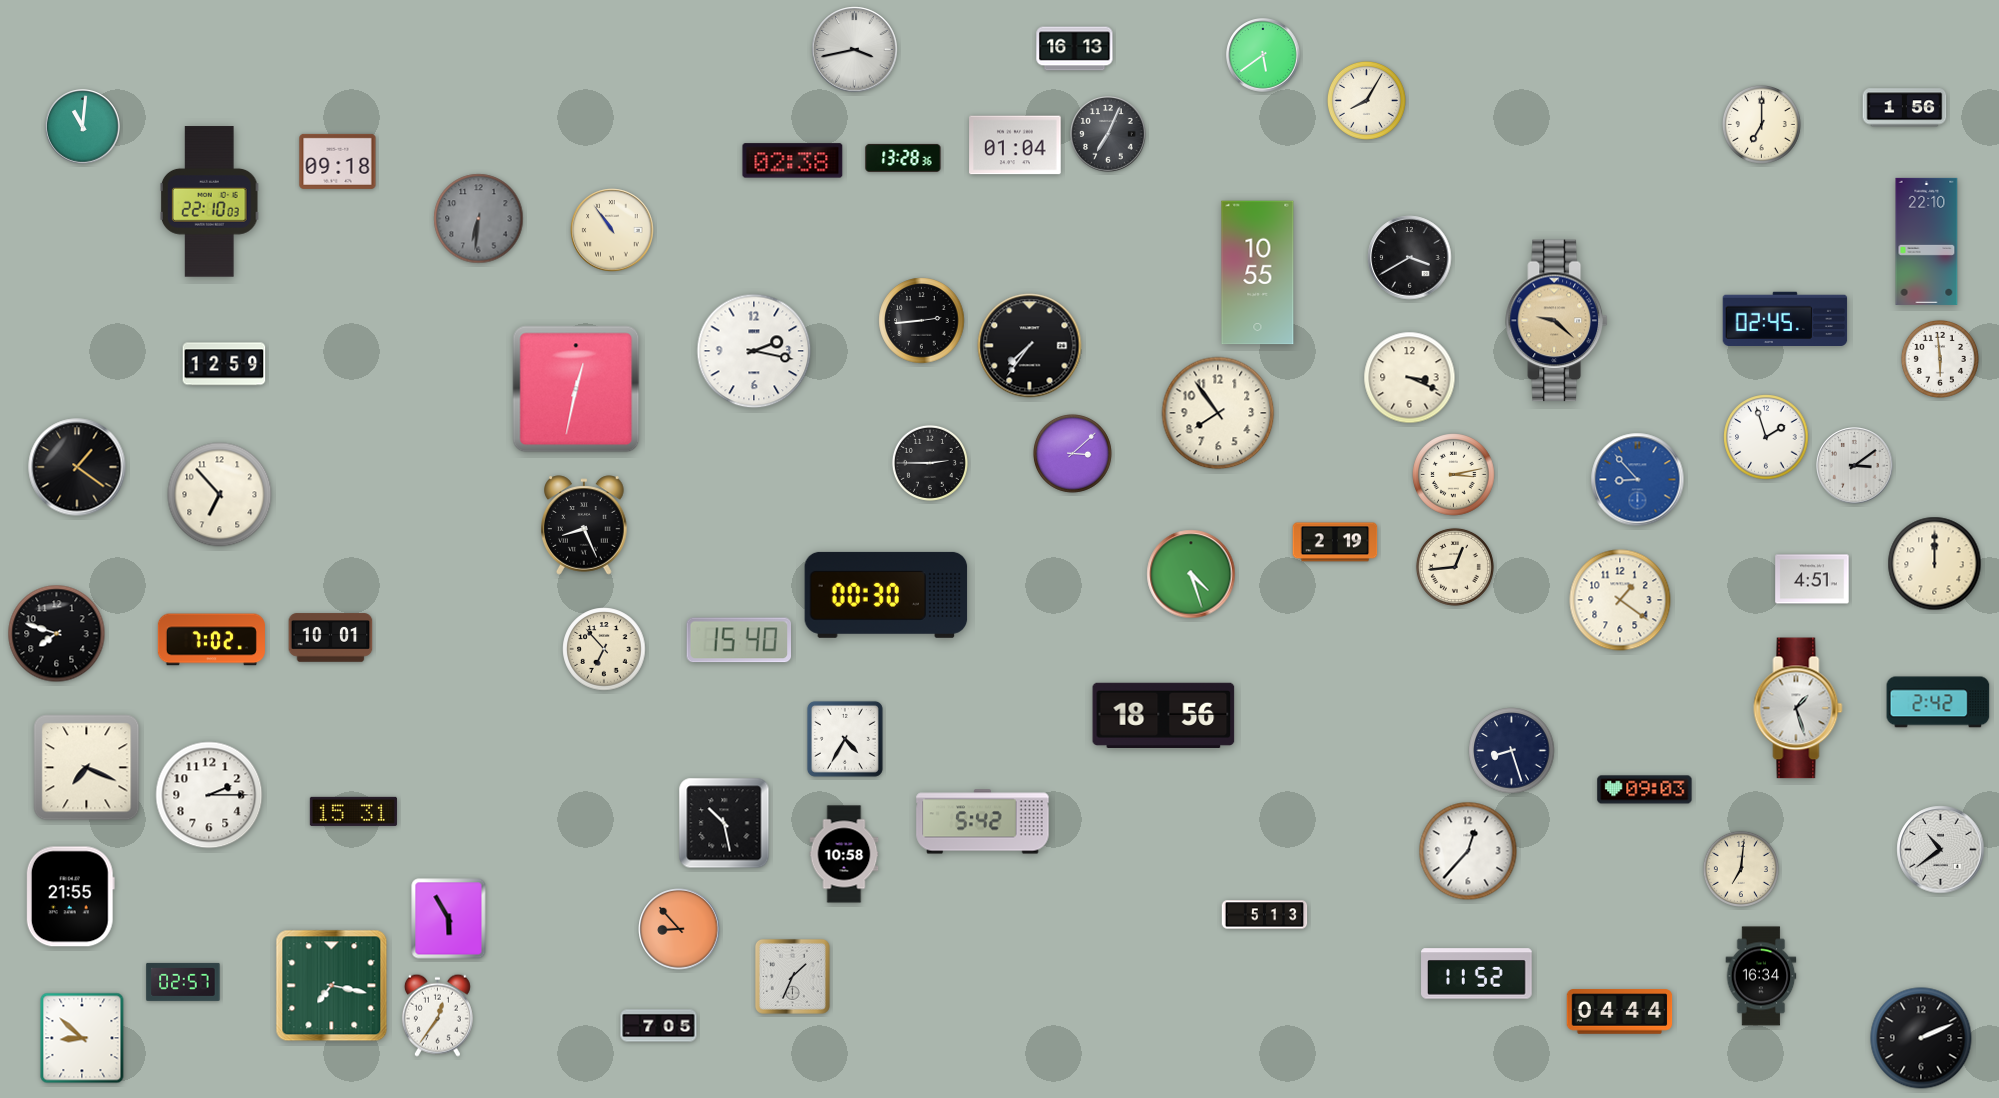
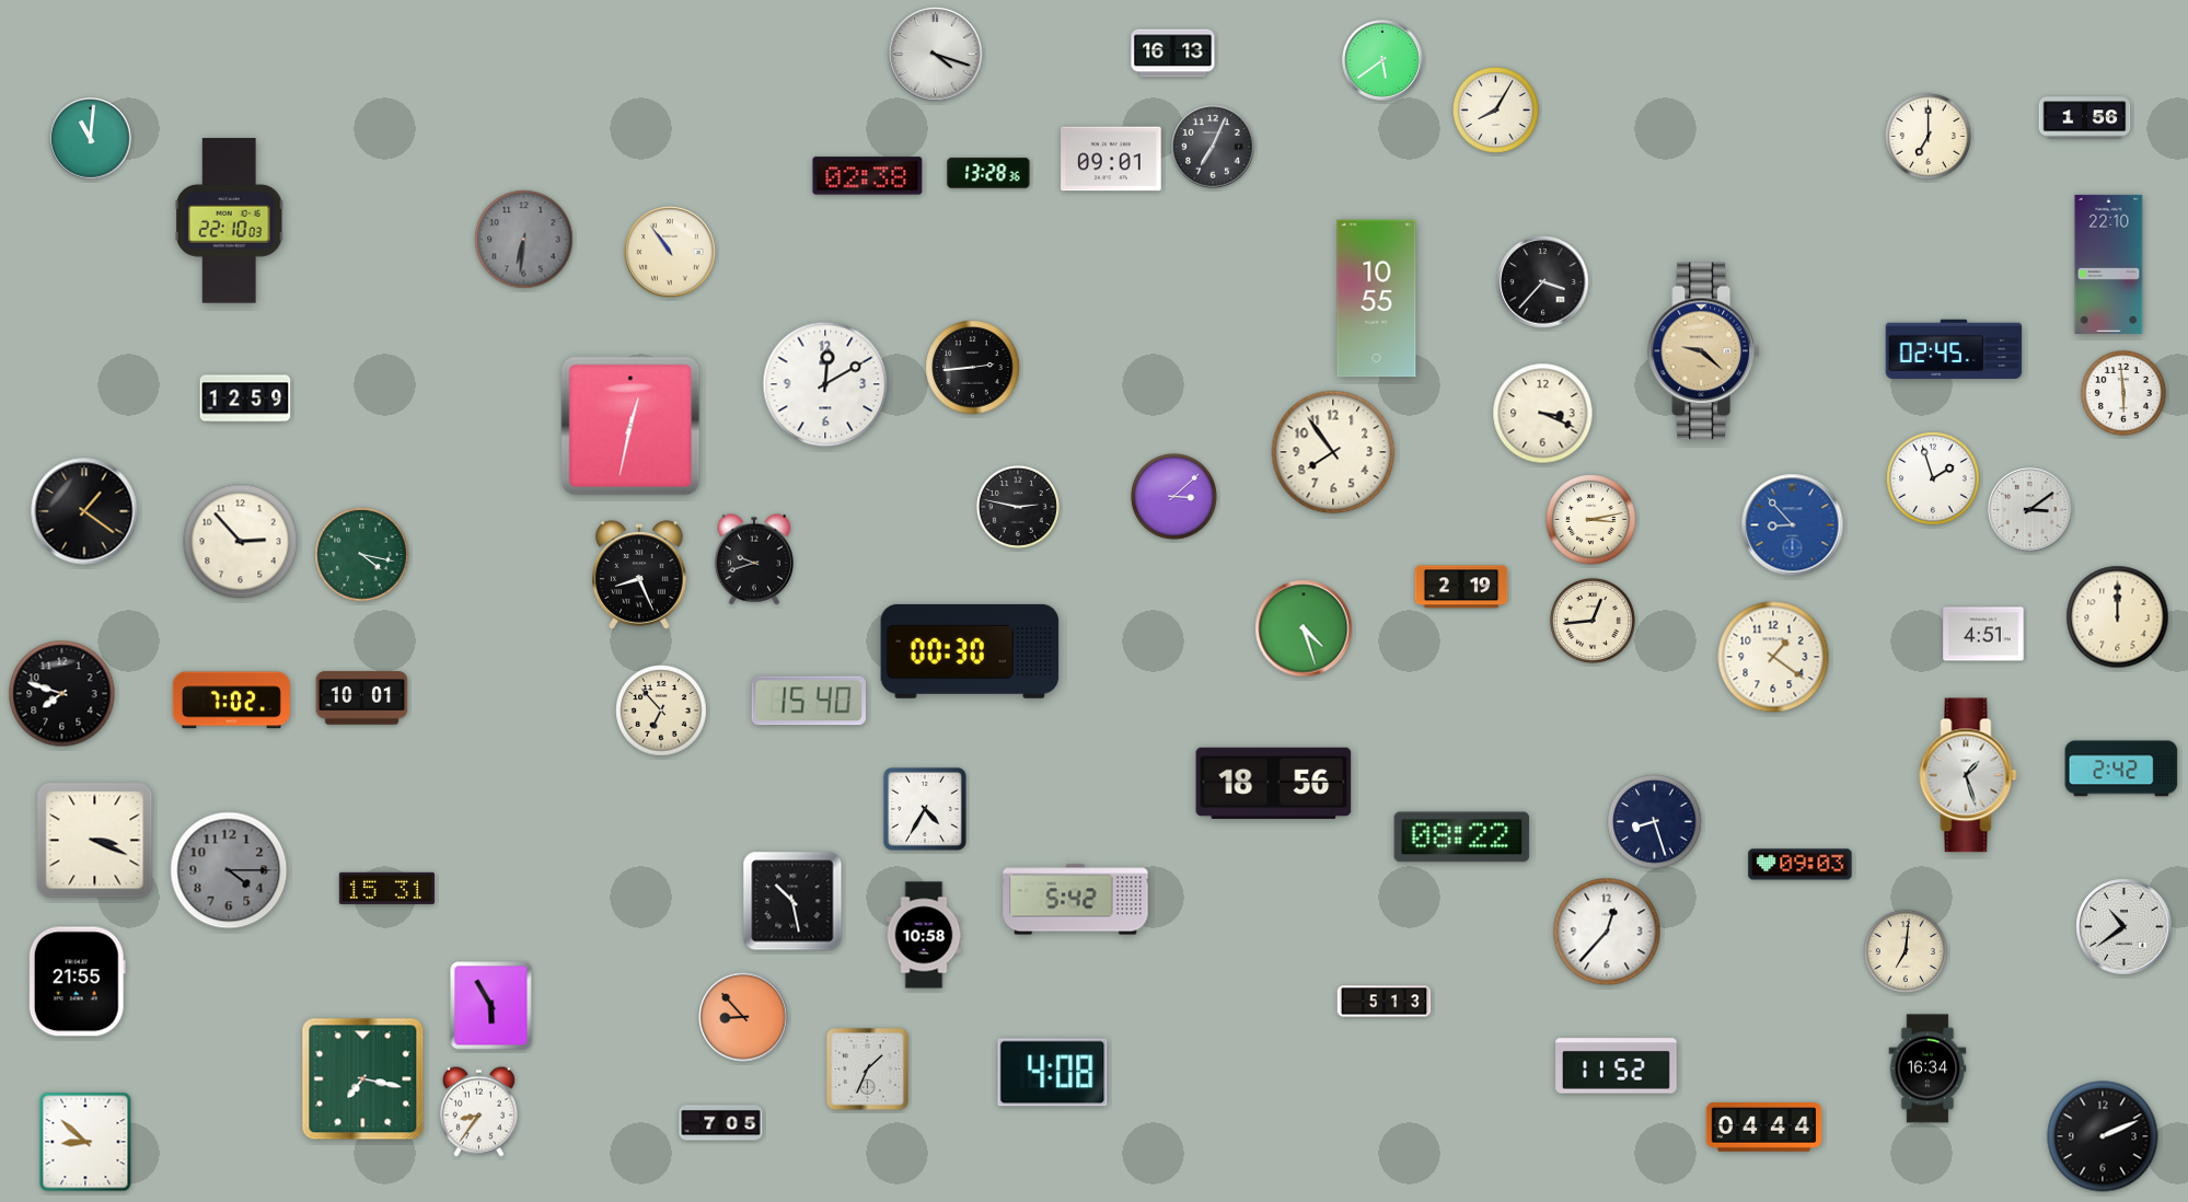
clock at (1075, 49) position: (1075, 49) -> (1173, 54)
clock at (855, 50): 3:43 -> 4:18
clock at (1015, 145): 01:04 -> 09:01
clock at (338, 161): 09:18 -> none
clock at (1410, 258): 3:40 -> 3:37
clock at (922, 321) position: (922, 321) -> (973, 368)
clock at (1030, 346): 7:36 -> none
clock at (754, 351): 2:17 -> 12:10
clock at (930, 463): 2:45 -> 2:47
clock at (220, 495): 6:53 -> 2:53
clock at (362, 555): none -> 4:17
clock at (754, 559): none -> 9:42
clock at (1335, 542) position: (1335, 542) -> (1461, 587)
clock at (1462, 837): none -> 08:22
clock at (87, 768): 7:19 -> 3:19
clock at (209, 795): 2:15 -> 4:15
clock at (209, 795) dial: white -> grey
clock at (1941, 850) position: (1941, 850) -> (2125, 927)
clock at (1053, 1073): none -> 4:08
clock at (183, 982): 02:57 -> none
clock at (1620, 1012) position: (1620, 1012) -> (1764, 1128)
clock at (437, 1015): 12:36 -> 8:36
clock at (82, 1038) position: (82, 1038) -> (85, 1142)
